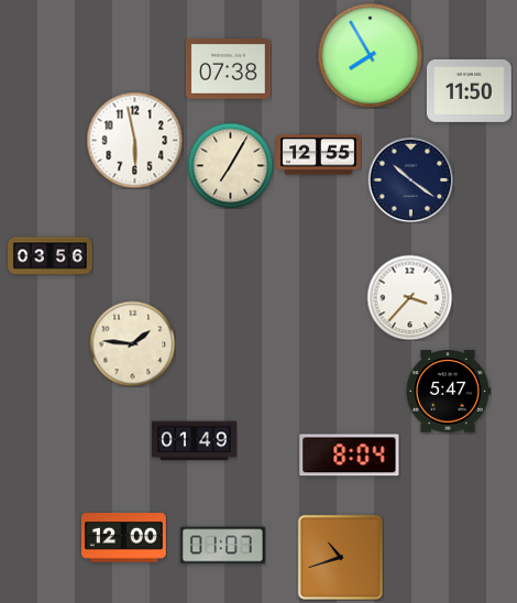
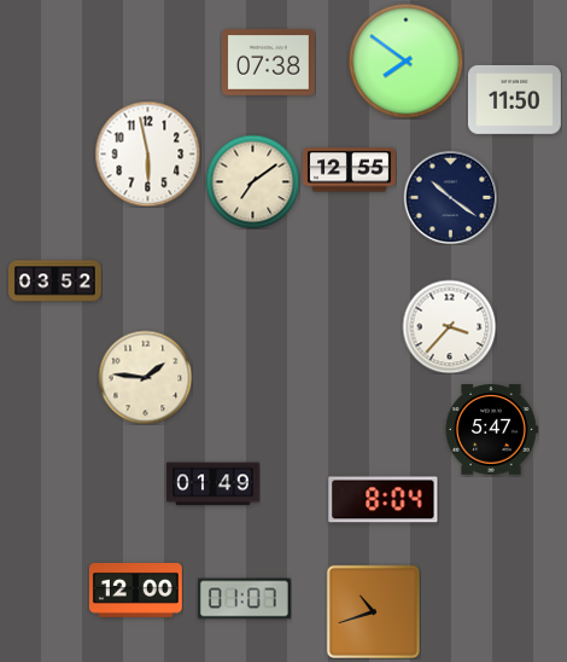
clock at (370, 55): 7:55 -> 7:51
clock at (228, 69) position: (228, 69) -> (268, 63)
clock at (230, 165): 7:05 -> 7:09
clock at (51, 256): 03:56 -> 03:52
